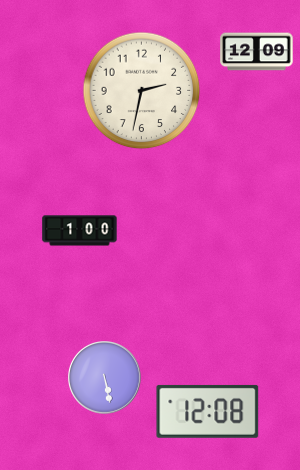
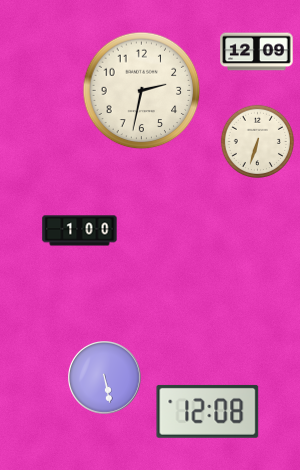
clock at (257, 141): none -> 6:33
